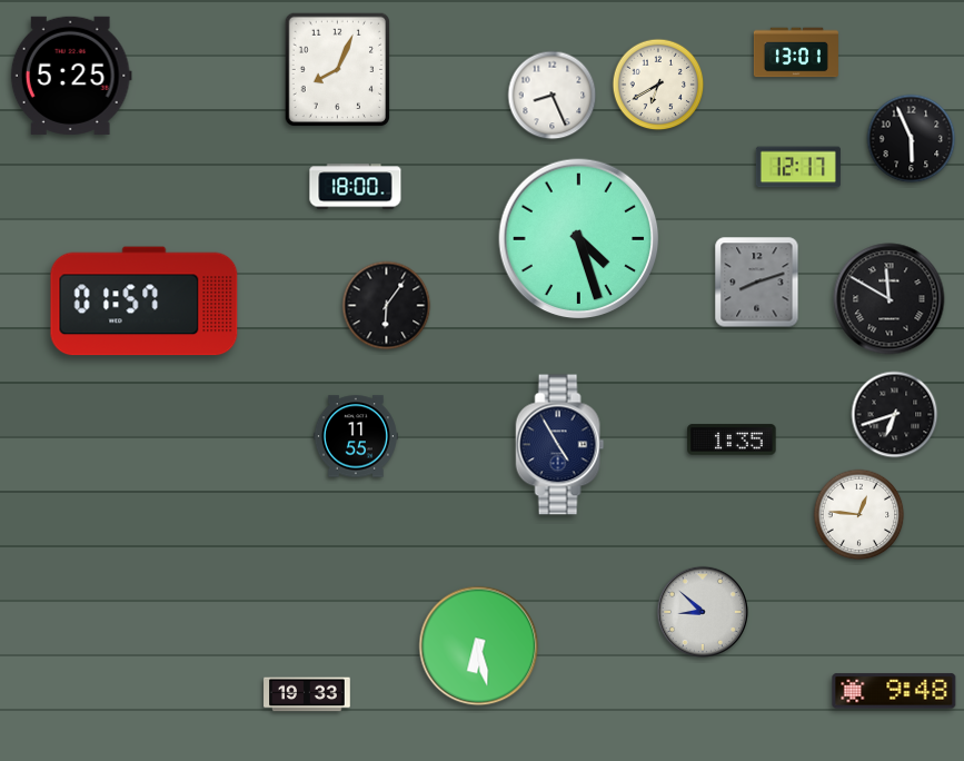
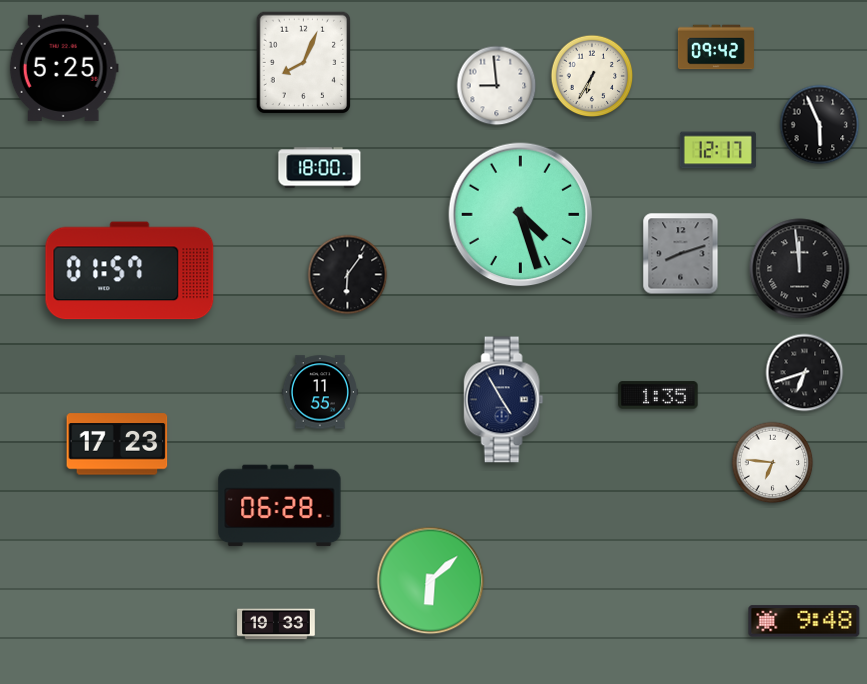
clock at (796, 52): 13:01 -> 09:42
clock at (658, 85): 6:40 -> 6:35
clock at (553, 96): 8:26 -> 8:59
clock at (890, 299): 11:50 -> 11:59
clock at (117, 444): none -> 17:23
clock at (859, 515): 12:46 -> 6:46
clock at (280, 506): none -> 06:28
clock at (702, 611): 8:52 -> none
clock at (479, 646): 6:28 -> 6:08
